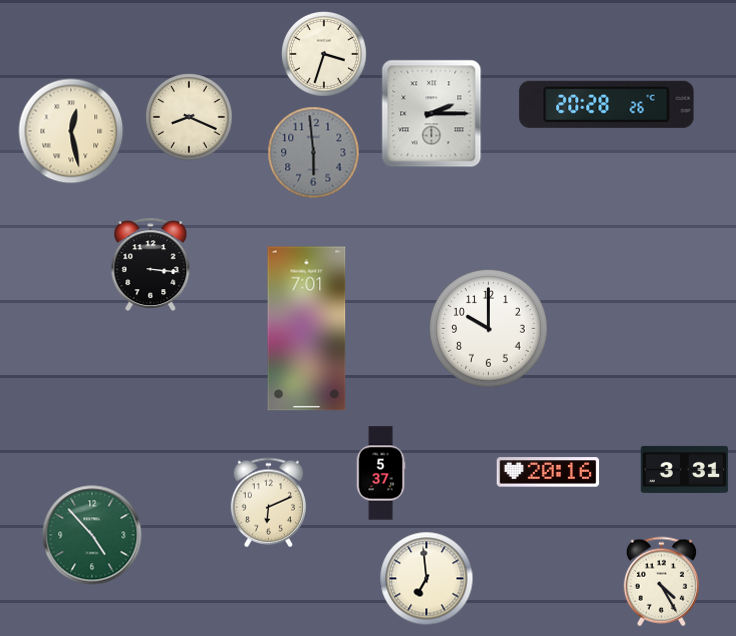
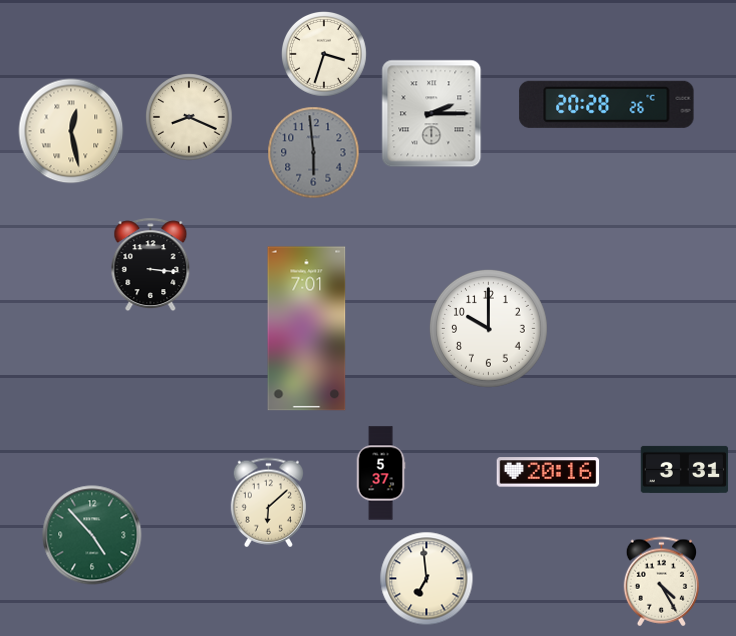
clock at (269, 503): 6:11 -> 6:08
